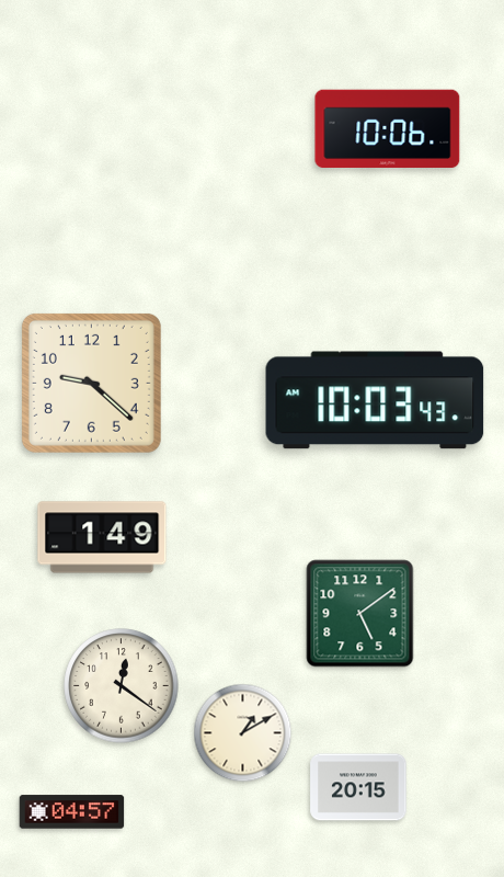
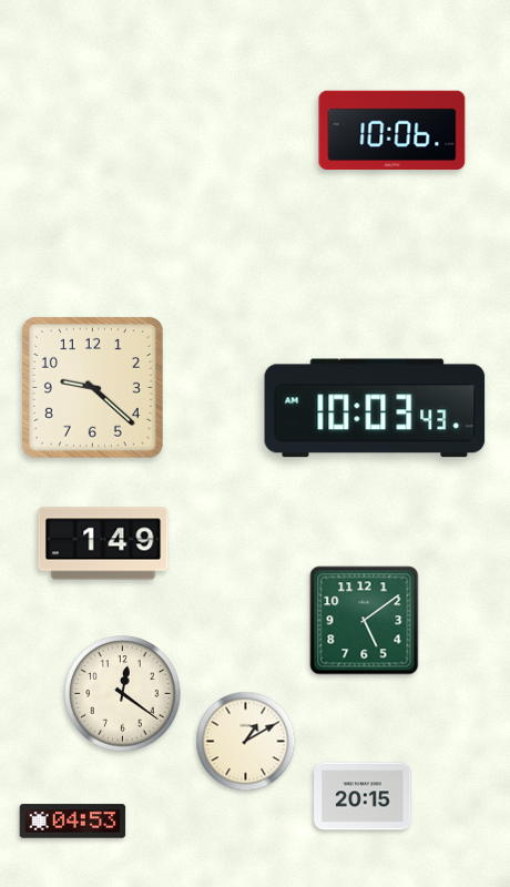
clock at (375, 400) position: (375, 400) -> (375, 408)
clock at (72, 812): 04:57 -> 04:53
